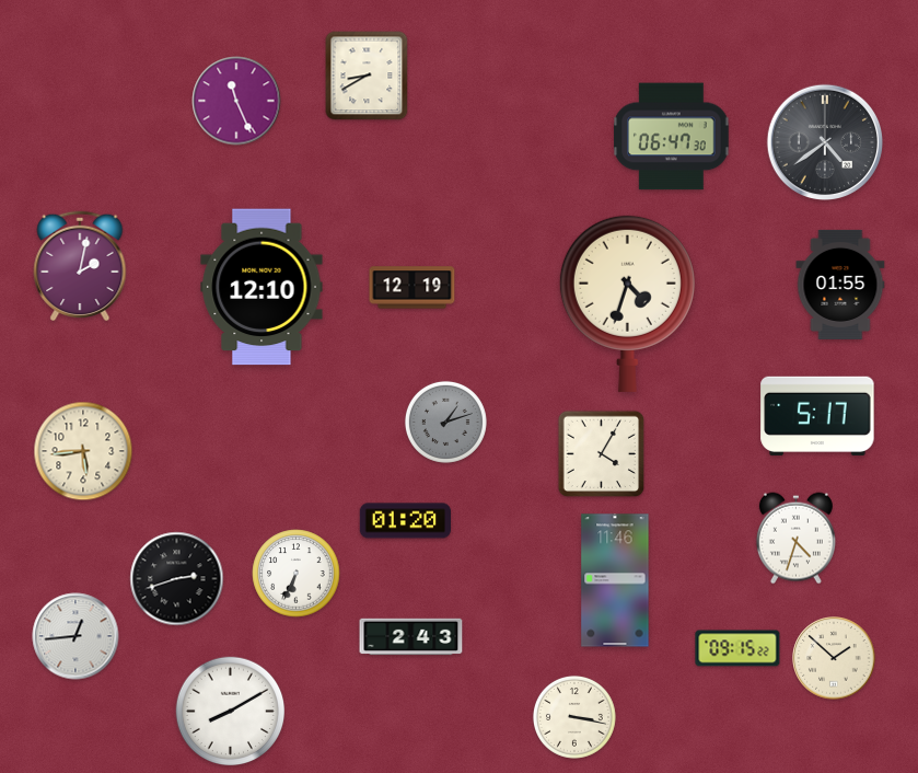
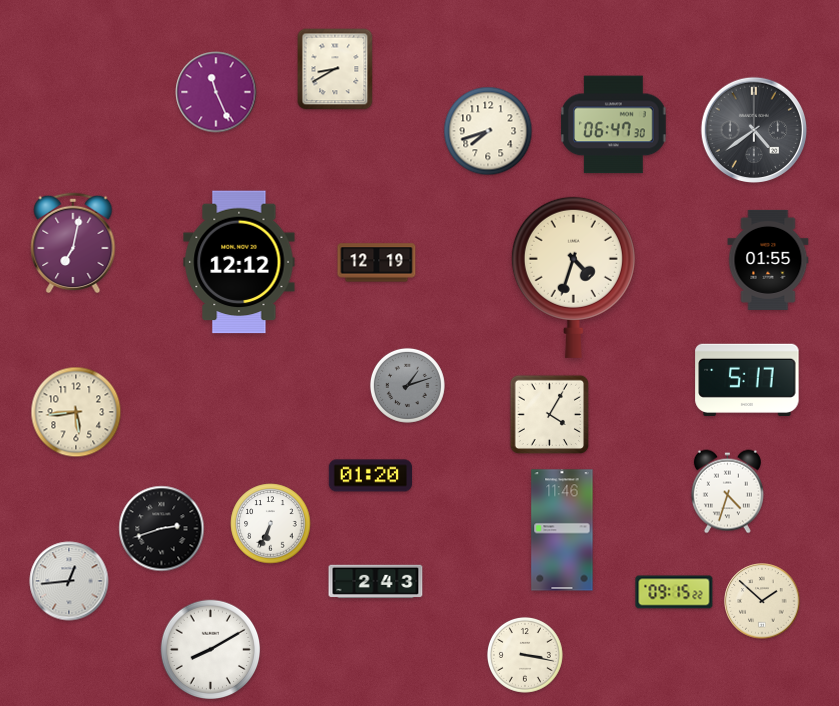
clock at (488, 131): none -> 7:42
clock at (80, 266): 2:02 -> 7:02
clock at (262, 287): 12:10 -> 12:12
